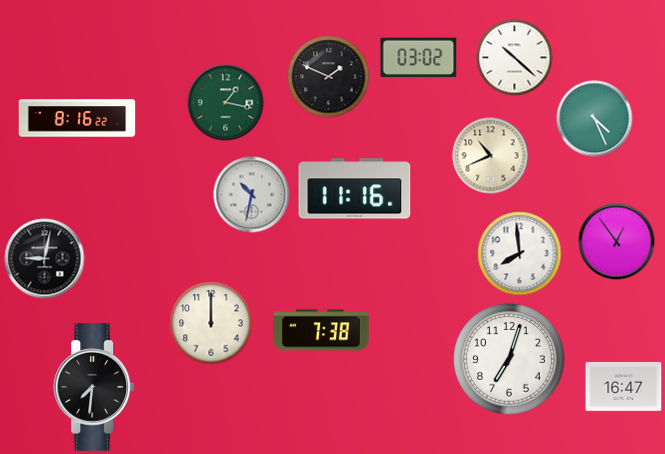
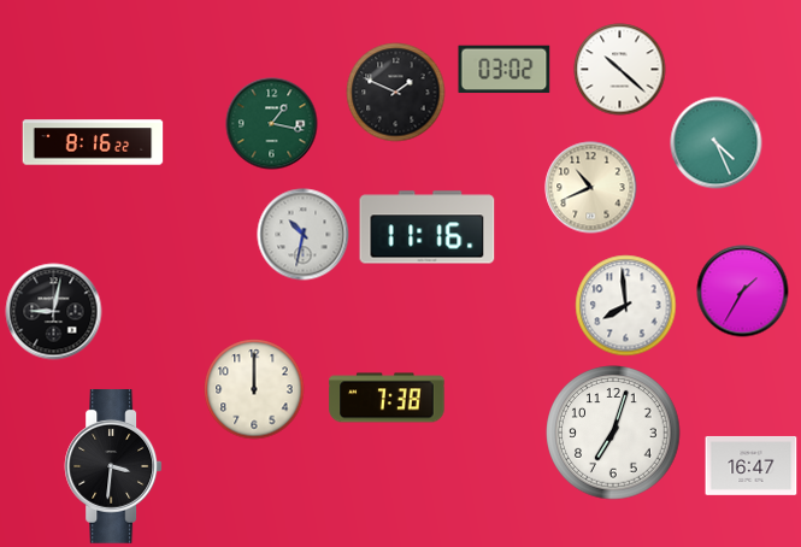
clock at (617, 242): 12:54 -> 1:35
clock at (94, 388): 7:31 -> 3:31
